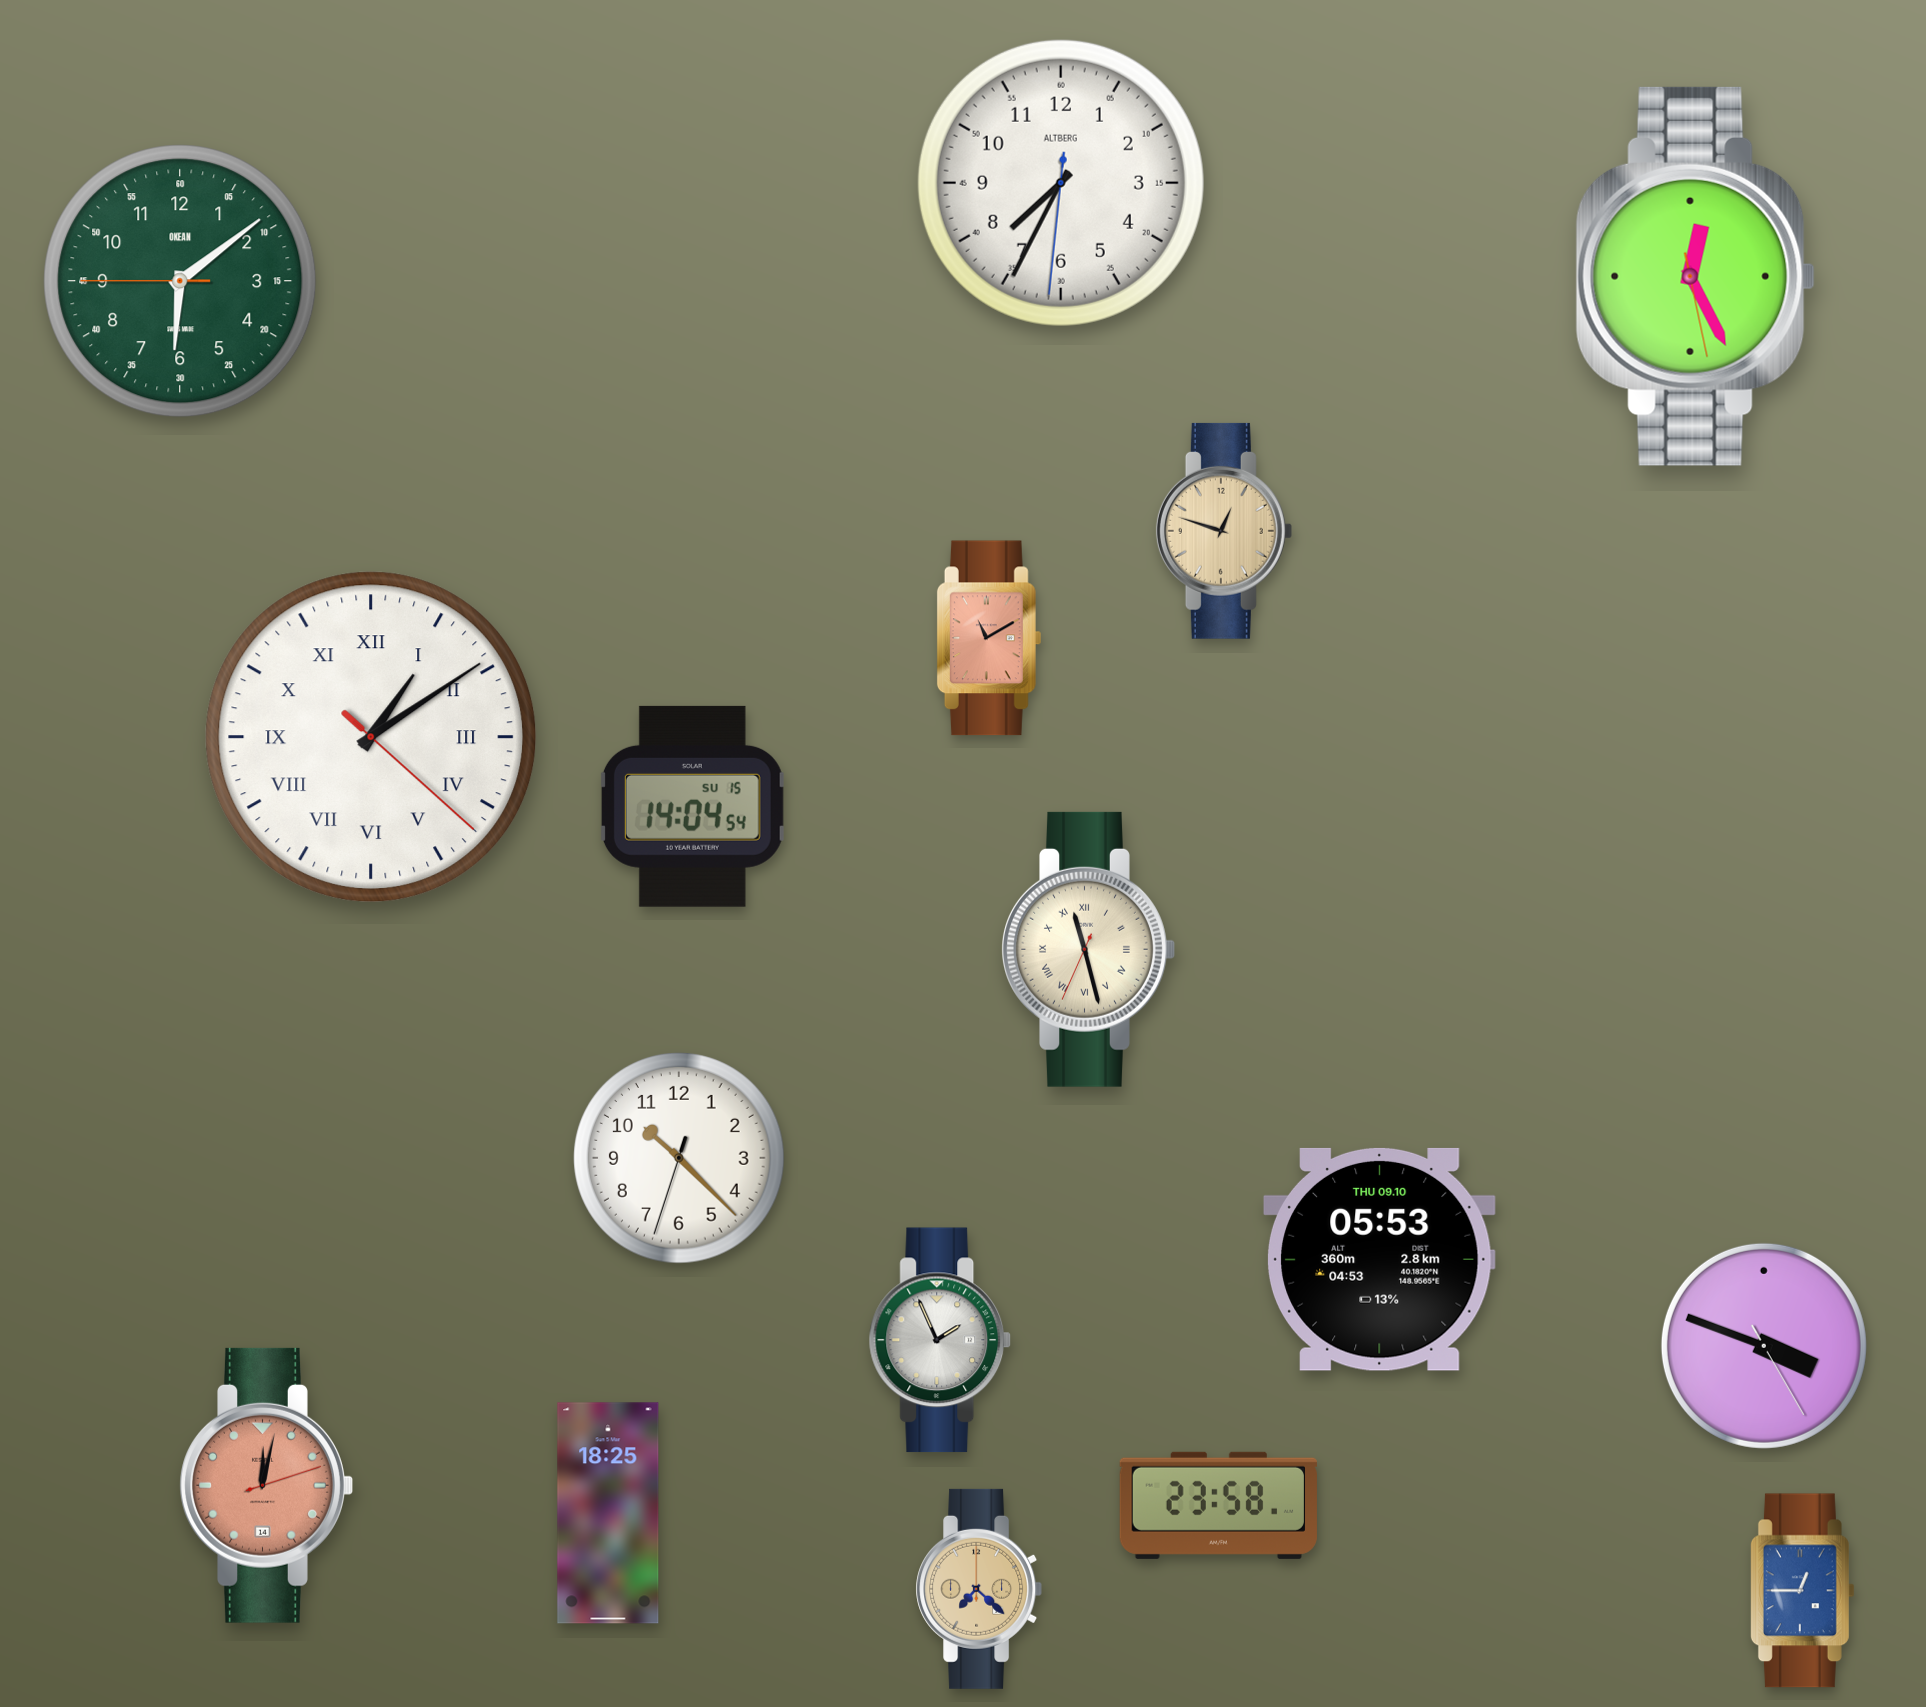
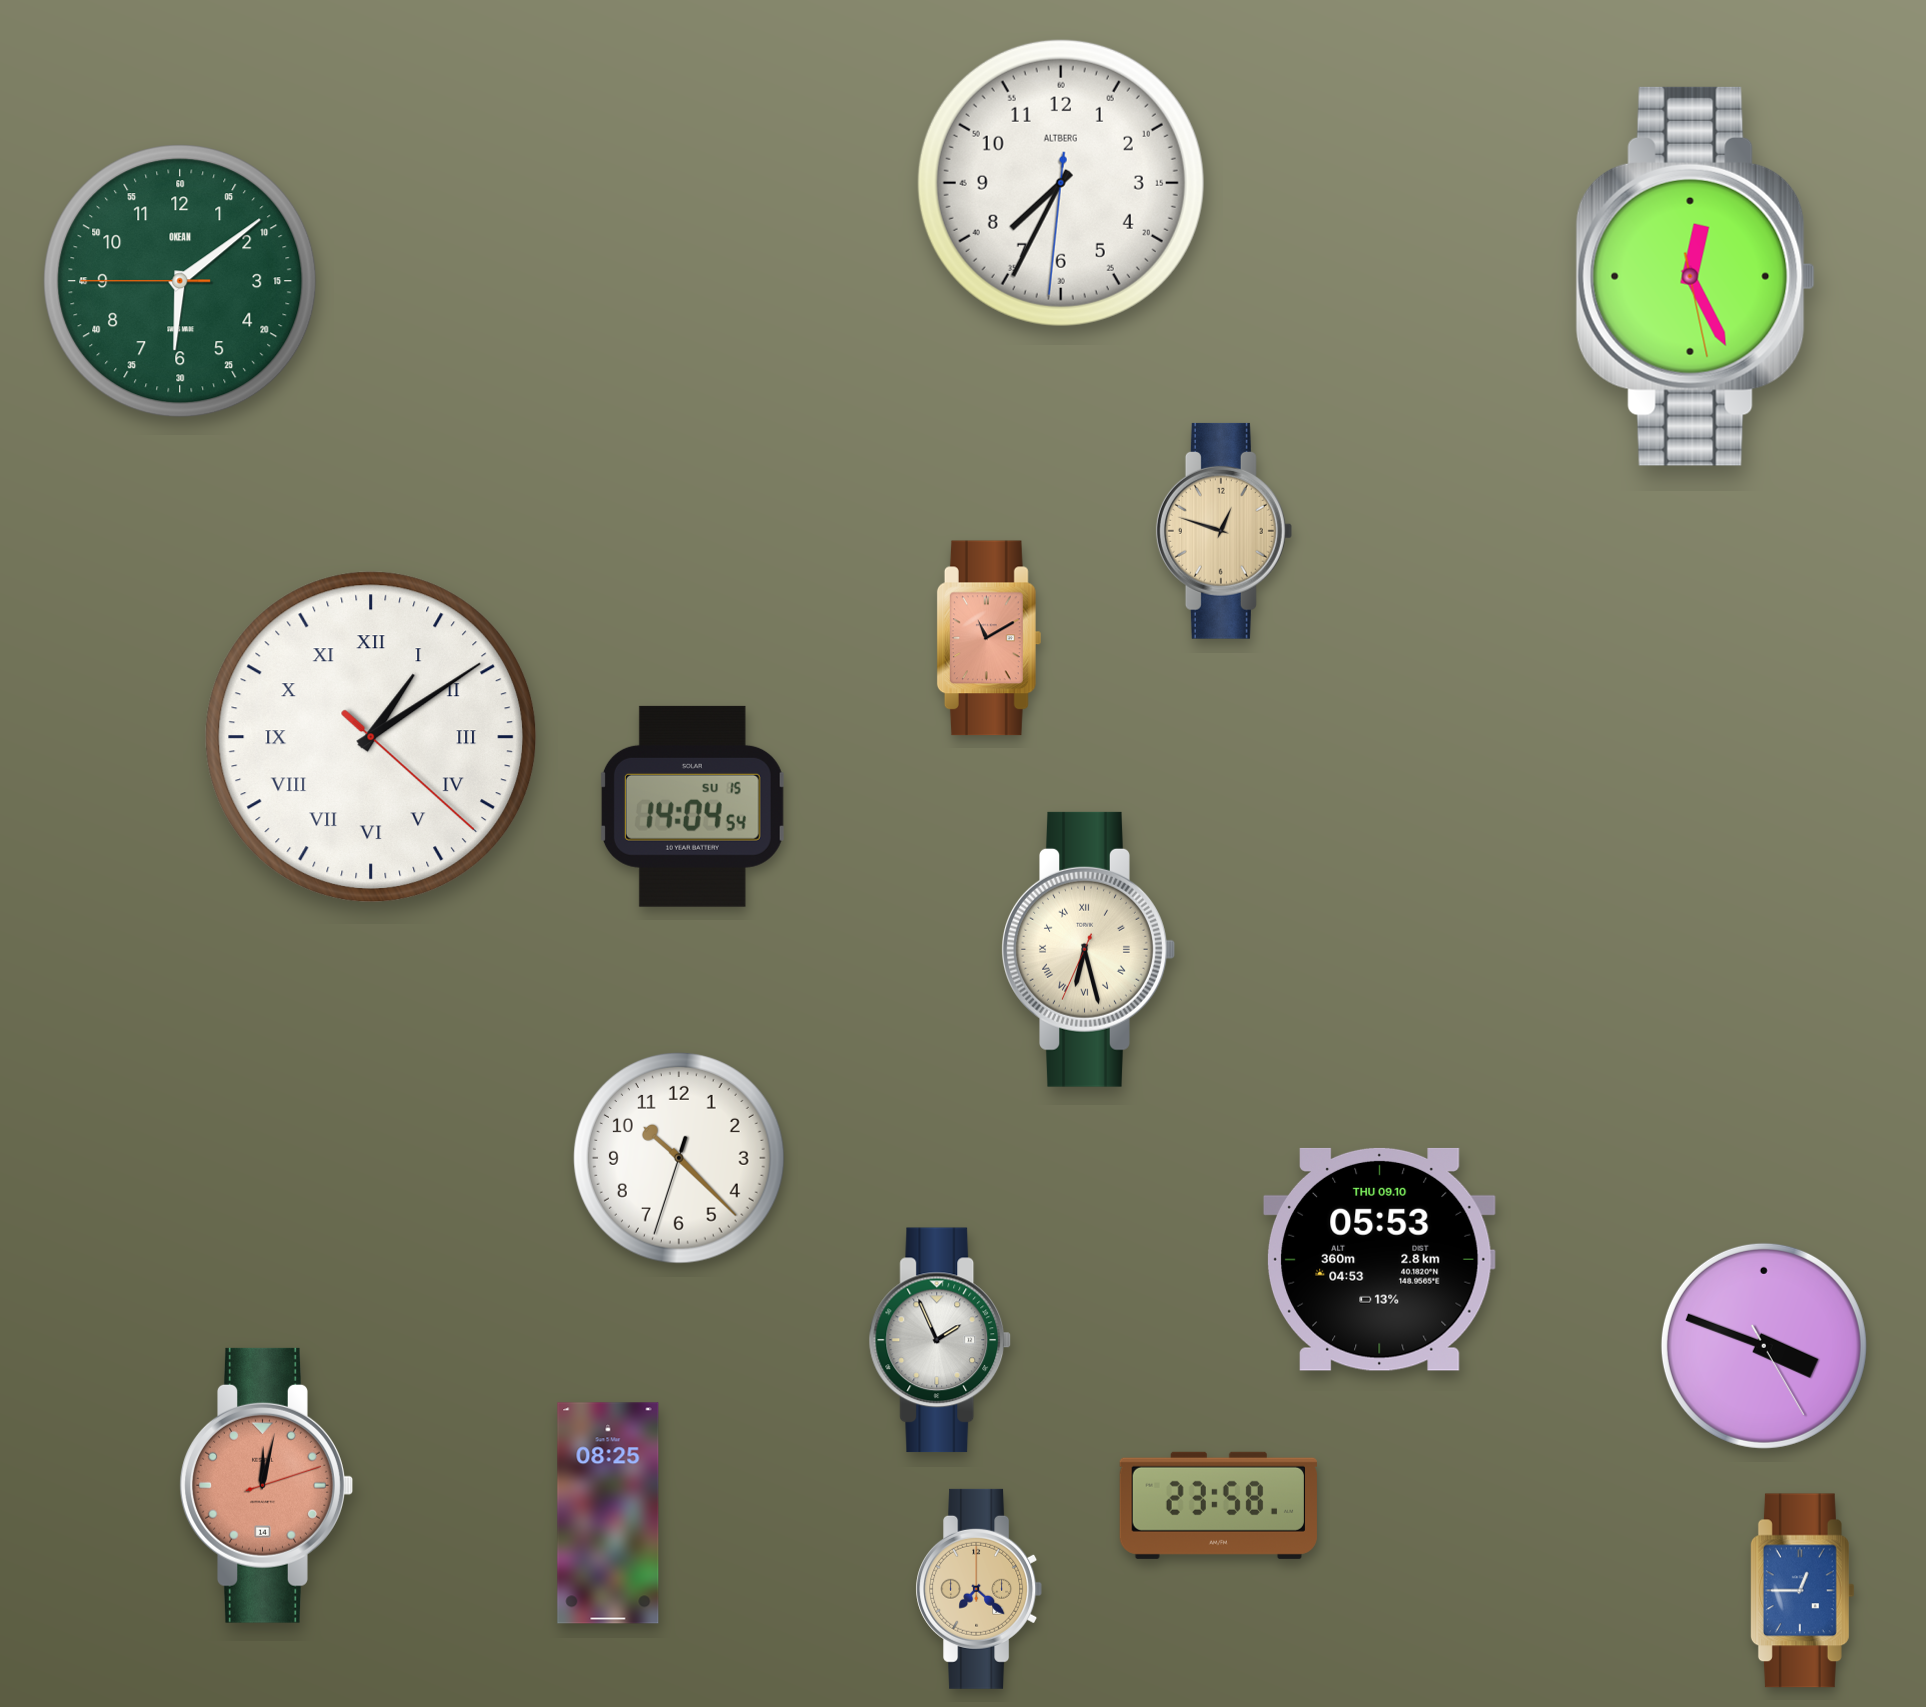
clock at (1088, 949): 11:27 -> 6:27
clock at (608, 1513): 18:25 -> 08:25
